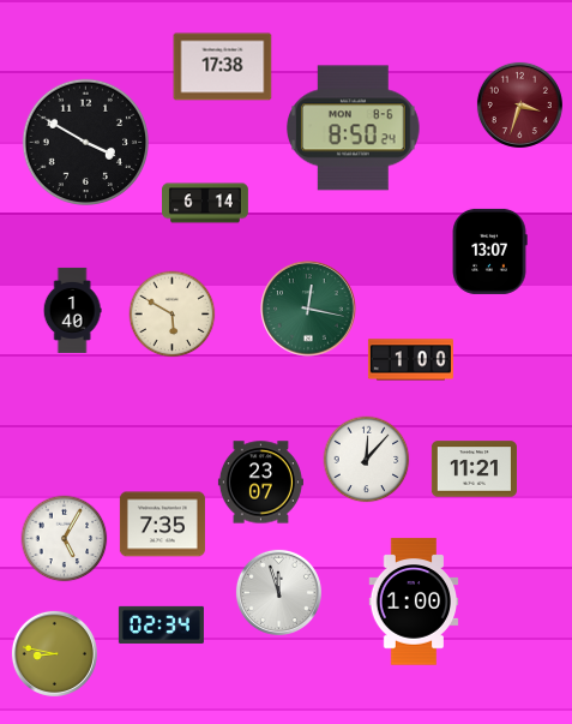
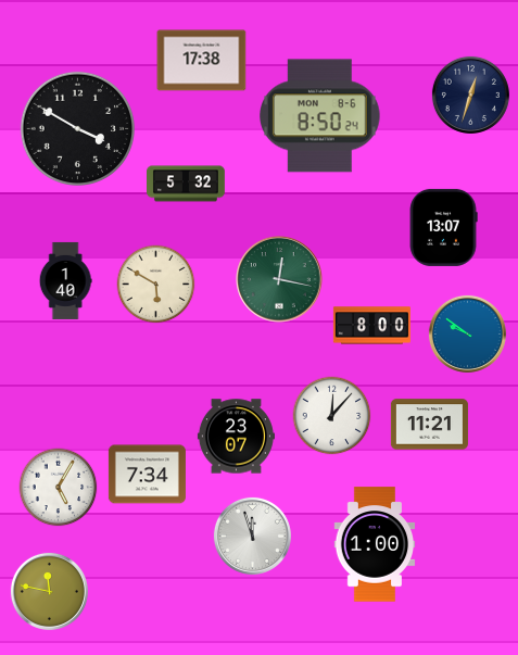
clock at (519, 104): 3:33 -> 12:33
clock at (519, 104) dial: burgundy -> navy
clock at (206, 203): 6:14 -> 5:32
clock at (410, 360): 1:00 -> 8:00
clock at (467, 333): none -> 9:51
clock at (162, 525): 7:35 -> 7:34
clock at (161, 624): 02:34 -> none
clock at (54, 653): 8:47 -> 11:47
